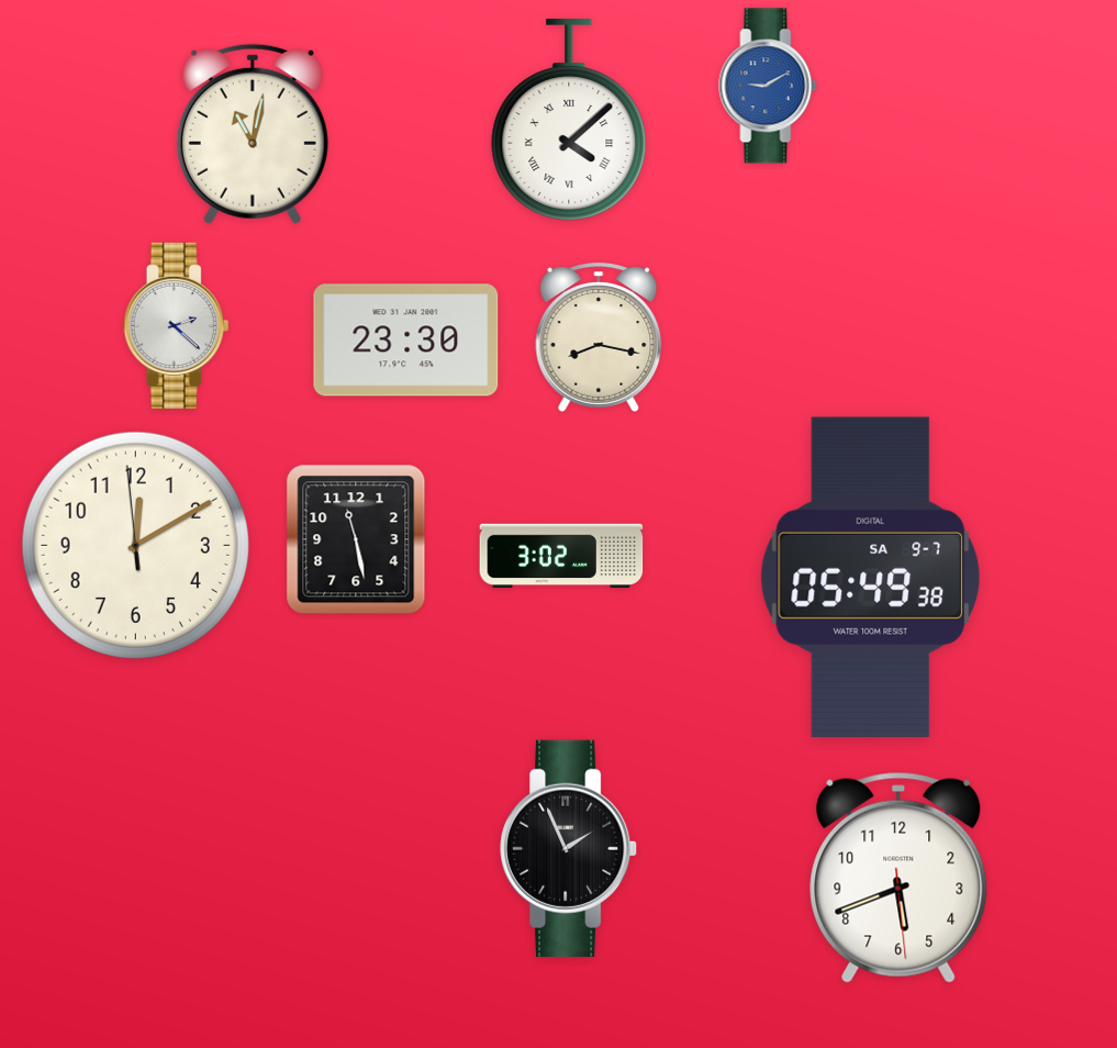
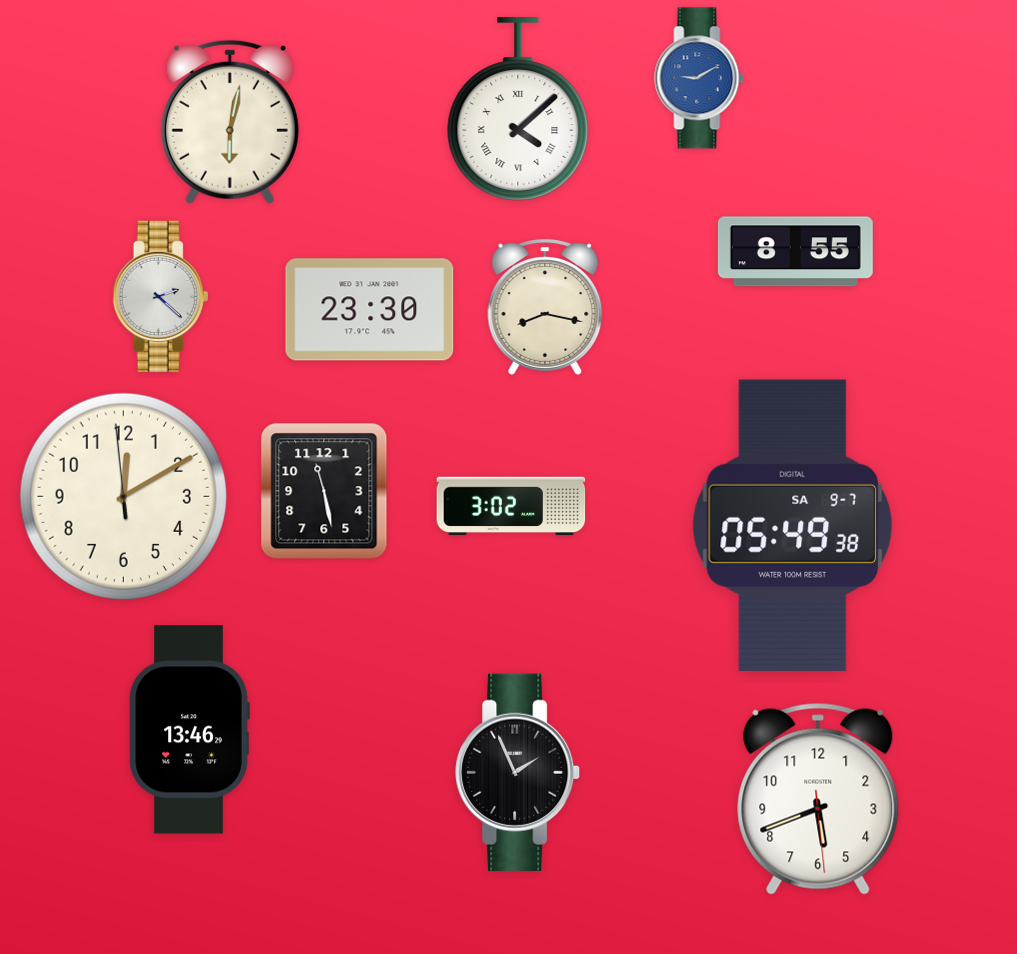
clock at (253, 134): 11:02 -> 6:02
clock at (795, 252): none -> 8:55
clock at (189, 730): none -> 13:46
